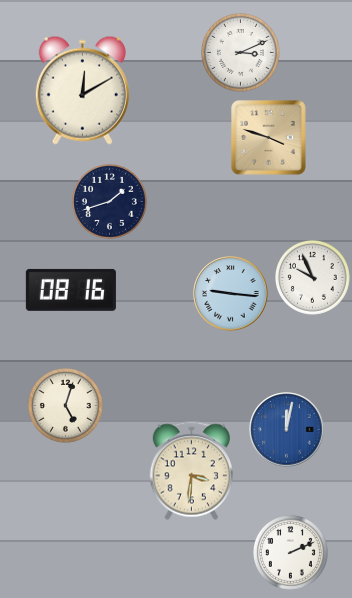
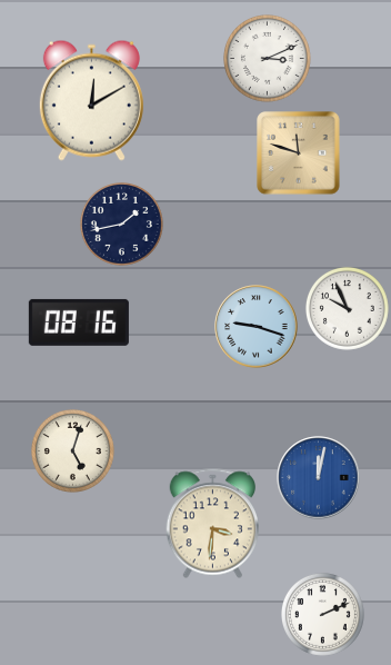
clock at (269, 138): 3:48 -> 11:48
clock at (109, 201): 1:42 -> 1:43
clock at (231, 294): 9:16 -> 9:18
